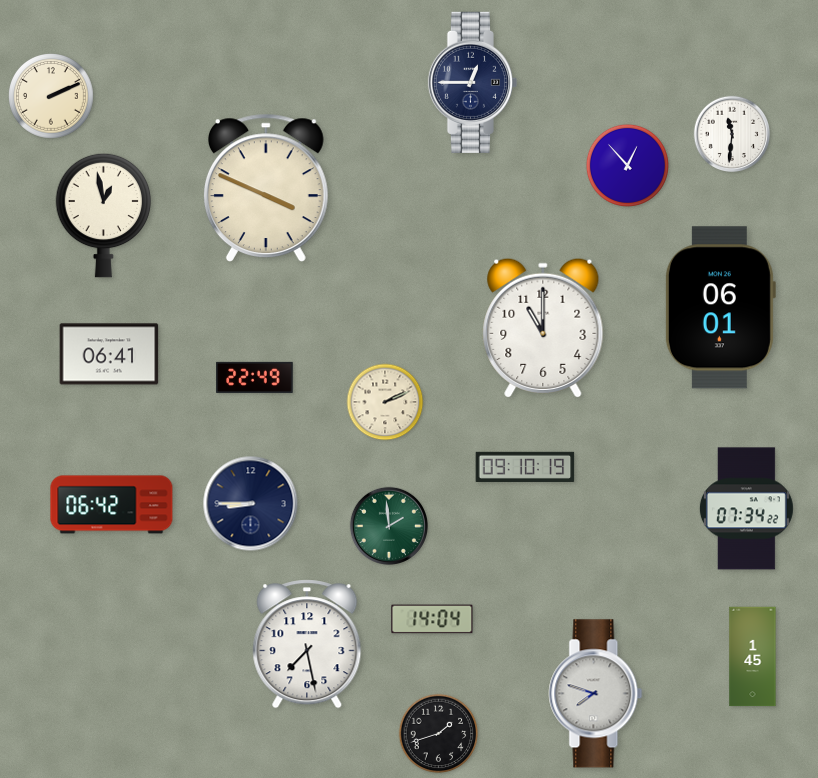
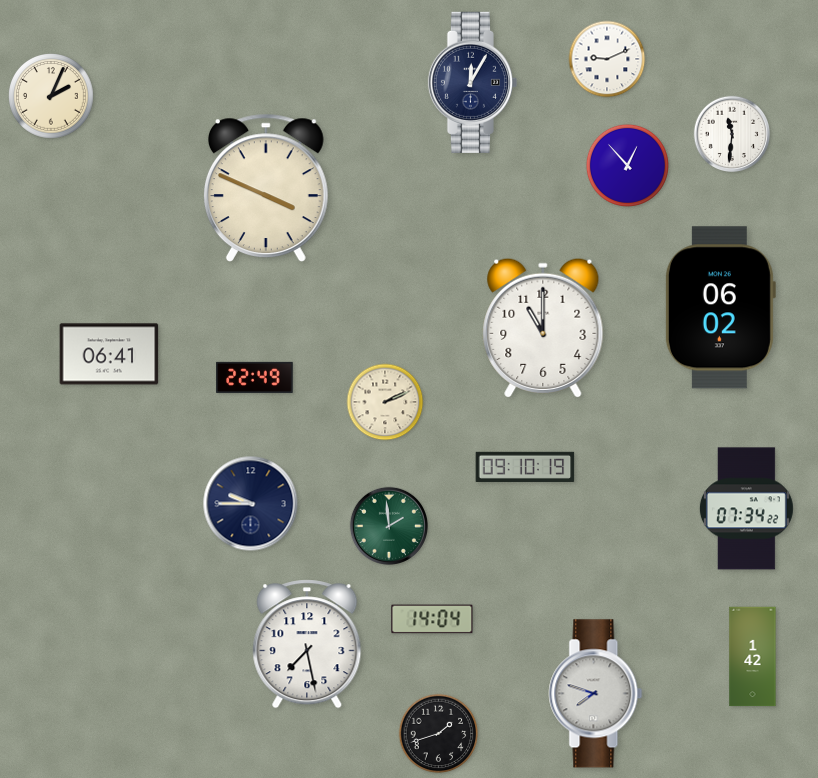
clock at (607, 59): none -> 9:11
clock at (472, 82): 12:45 -> 12:05
clock at (51, 96): 2:11 -> 2:04
clock at (104, 215): 12:58 -> none
clock at (720, 308): 06:01 -> 06:02
clock at (251, 504): 8:45 -> 9:45
clock at (112, 505): 06:42 -> none
clock at (753, 657): 1:45 -> 1:42
